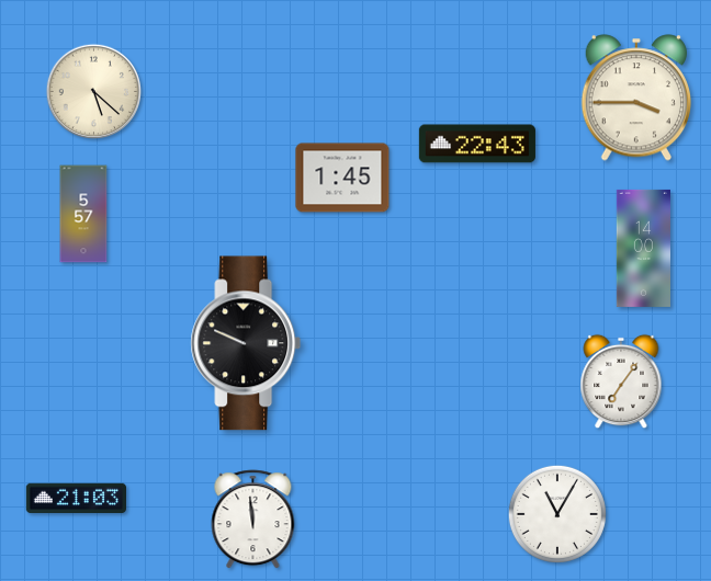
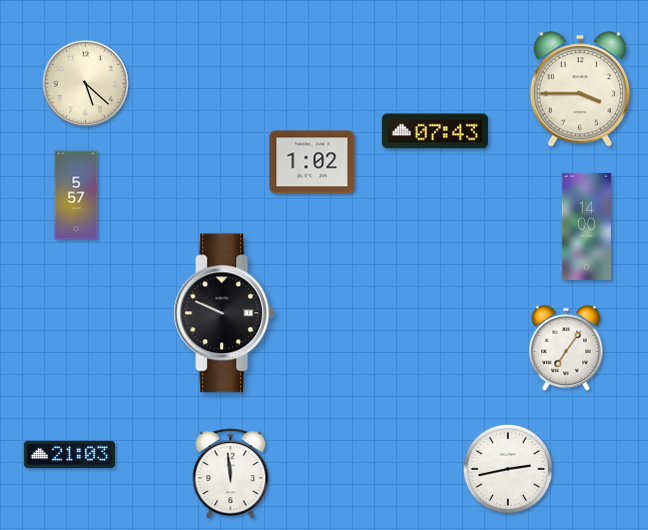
clock at (477, 144): 22:43 -> 07:43
clock at (342, 178): 1:45 -> 1:02
clock at (557, 514): 11:05 -> 2:43
